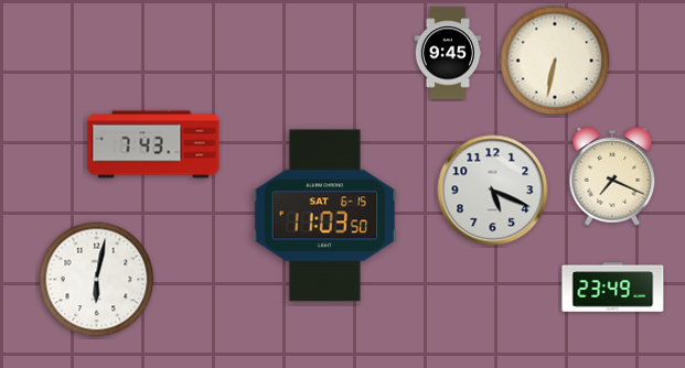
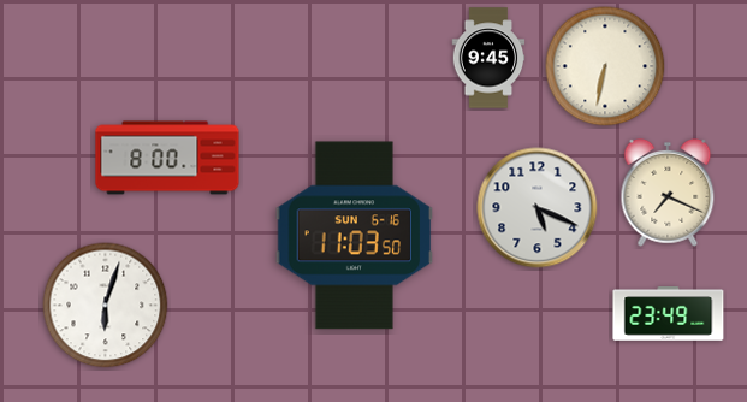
clock at (153, 144): 7:43 -> 8:00
clock at (325, 216) date: SAT 6-15 -> SUN 6-16
clock at (97, 280): 6:02 -> 6:03
